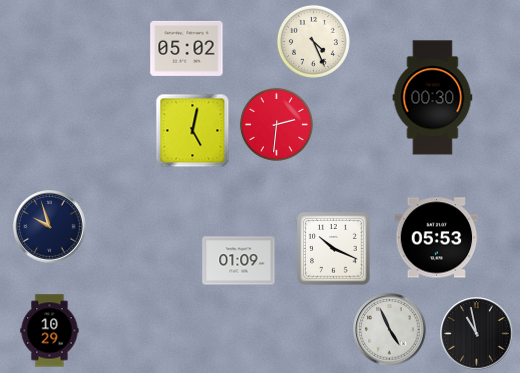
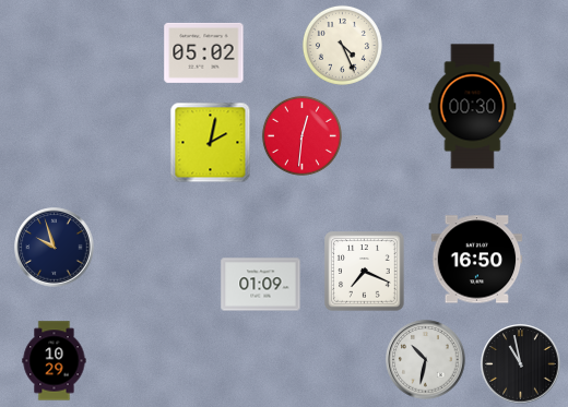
clock at (276, 124): 2:31 -> 12:31
clock at (193, 131): 5:02 -> 2:02
clock at (437, 238): 05:53 -> 16:50
clock at (334, 249): 10:19 -> 7:19
clock at (390, 330): 4:56 -> 10:32
